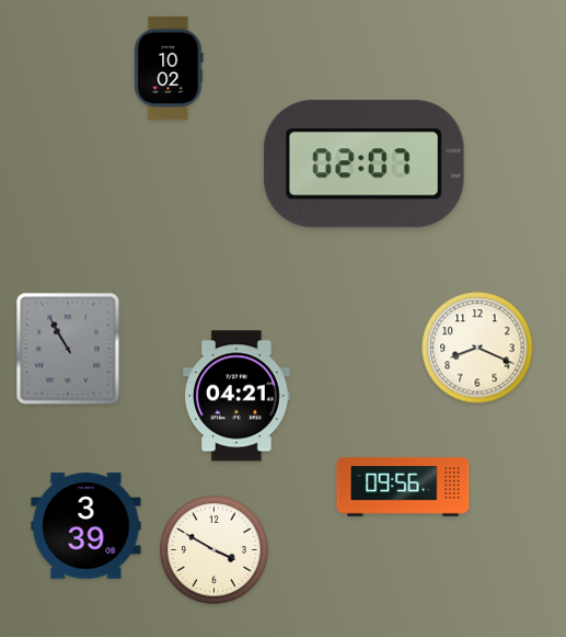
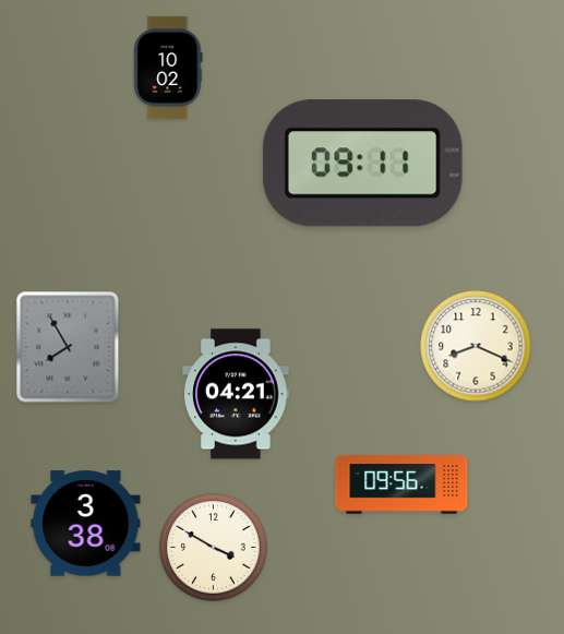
clock at (363, 164): 02:07 -> 09:11
clock at (68, 349): 10:55 -> 7:55
clock at (86, 526): 3:39 -> 3:38
